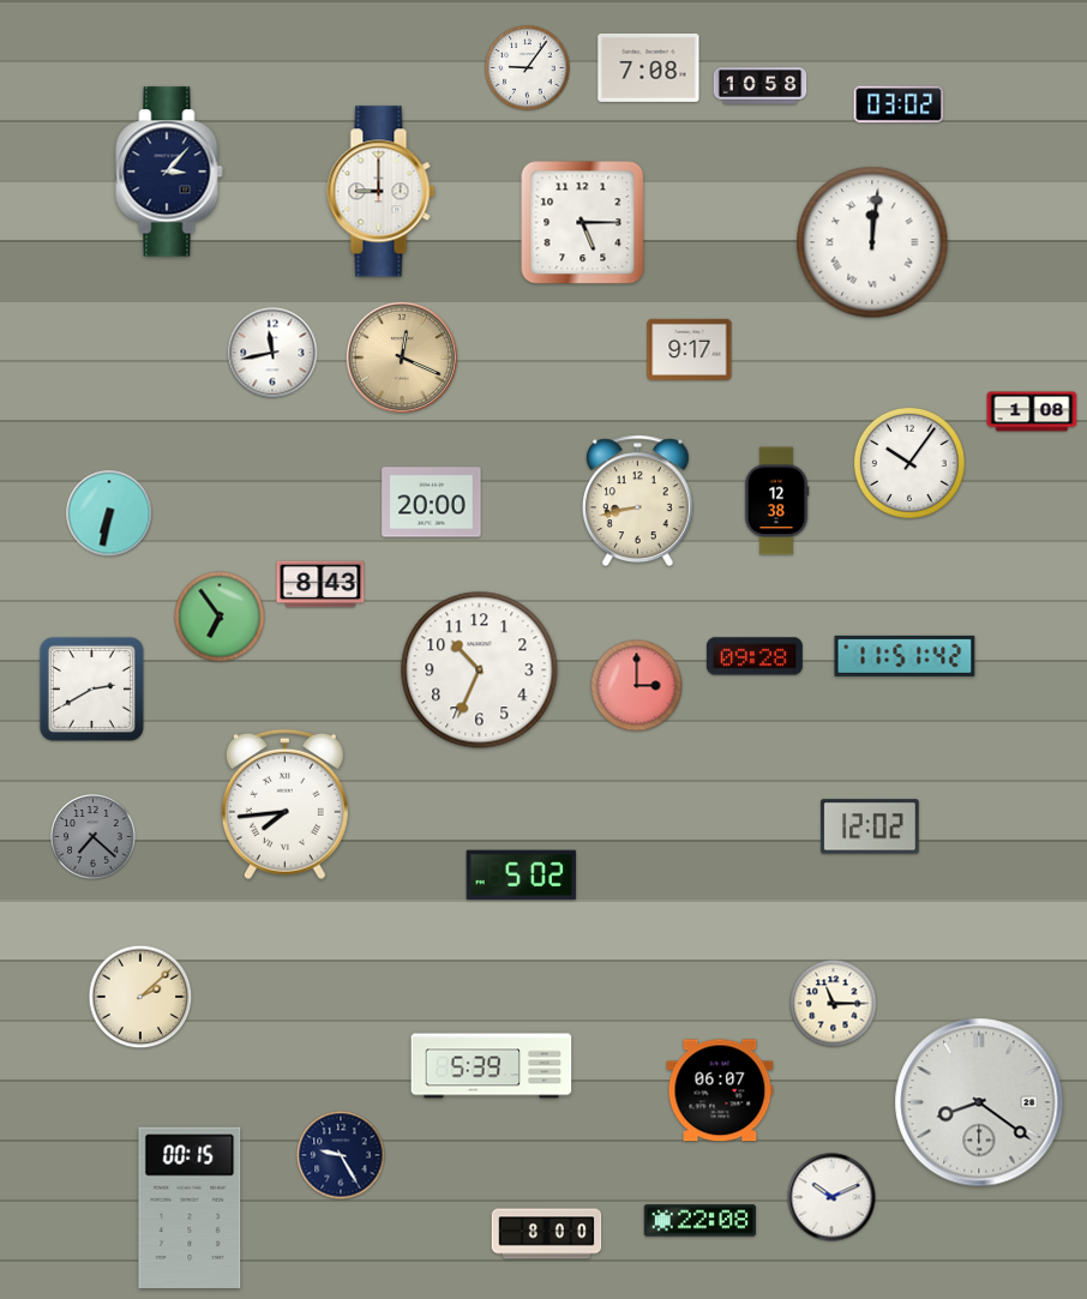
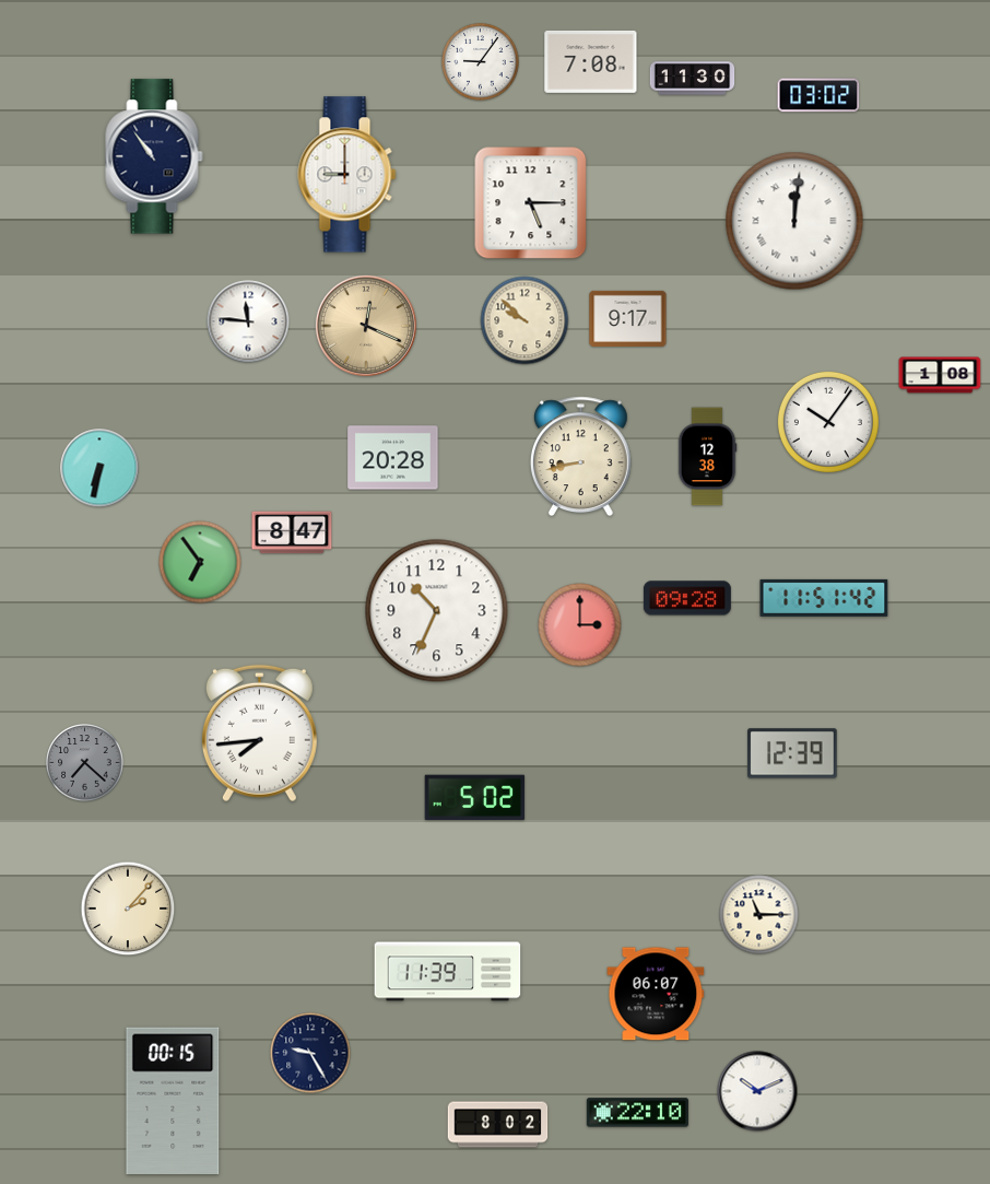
clock at (761, 86): 10:58 -> 11:30
clock at (169, 172): 3:07 -> 10:54
clock at (525, 320): none -> 9:52
clock at (272, 353): 11:43 -> 11:46
clock at (432, 503): 20:00 -> 20:28
clock at (320, 584): 8:43 -> 8:47
clock at (91, 688): 2:40 -> none
clock at (870, 826): 12:02 -> 12:39
clock at (140, 997): 2:08 -> 2:07
clock at (492, 1066): 5:39 -> 11:39
clock at (979, 1102): 8:21 -> none
clock at (699, 1221): 22:08 -> 22:10
clock at (547, 1234): 8:00 -> 8:02
